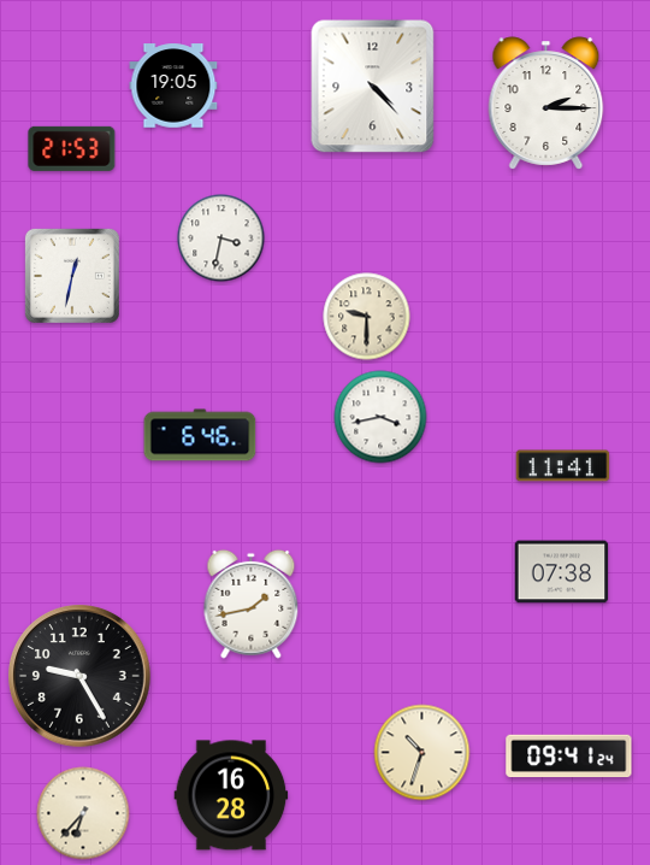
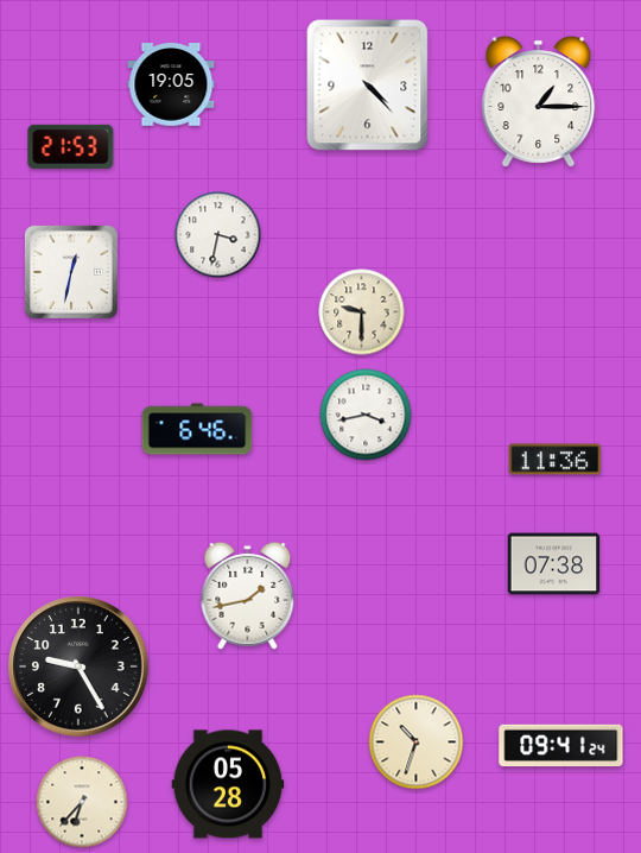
clock at (546, 104): 2:15 -> 1:15
clock at (380, 417) position: (380, 417) -> (366, 415)
clock at (563, 466): 11:41 -> 11:36
clock at (231, 795): 16:28 -> 05:28
